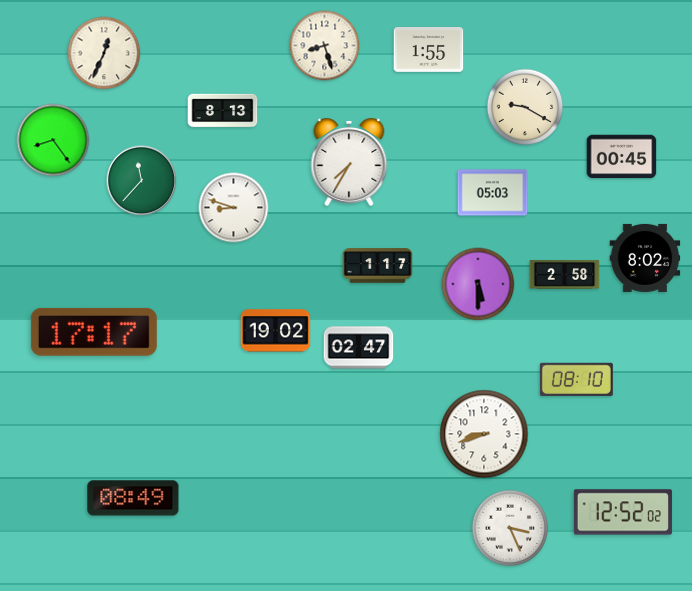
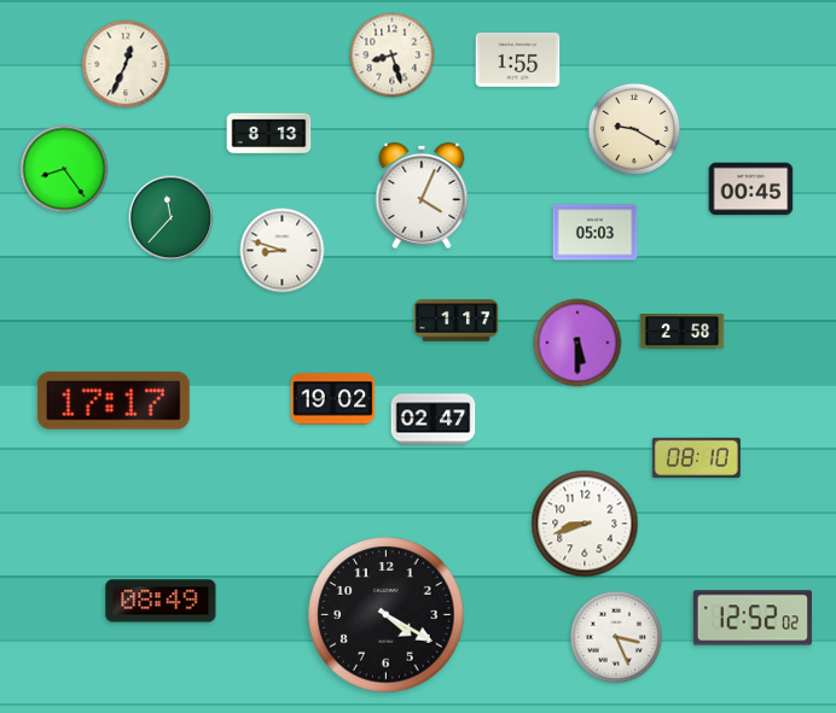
clock at (349, 162): 7:35 -> 4:04
clock at (645, 258): 8:02 -> none
clock at (387, 615): none -> 4:20
